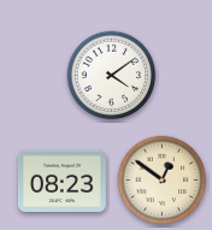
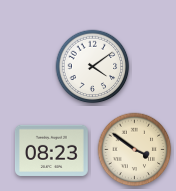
clock at (112, 76) position: (112, 76) -> (93, 67)
clock at (163, 181): 12:51 -> 3:51
